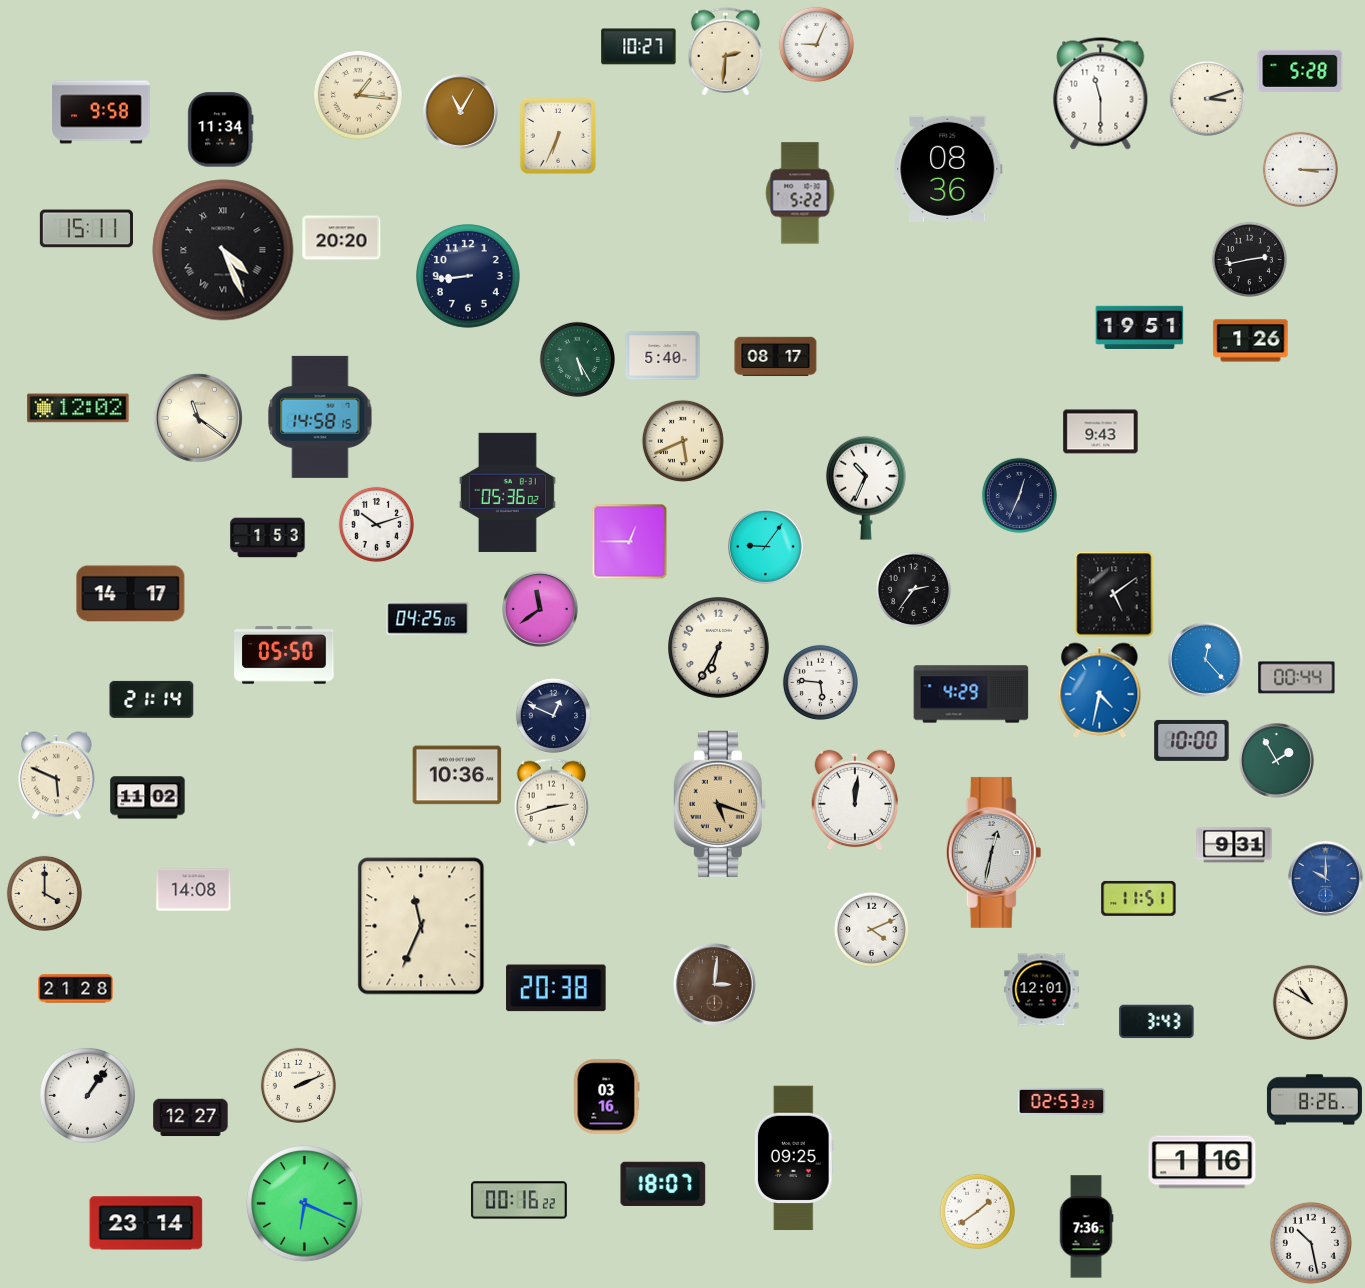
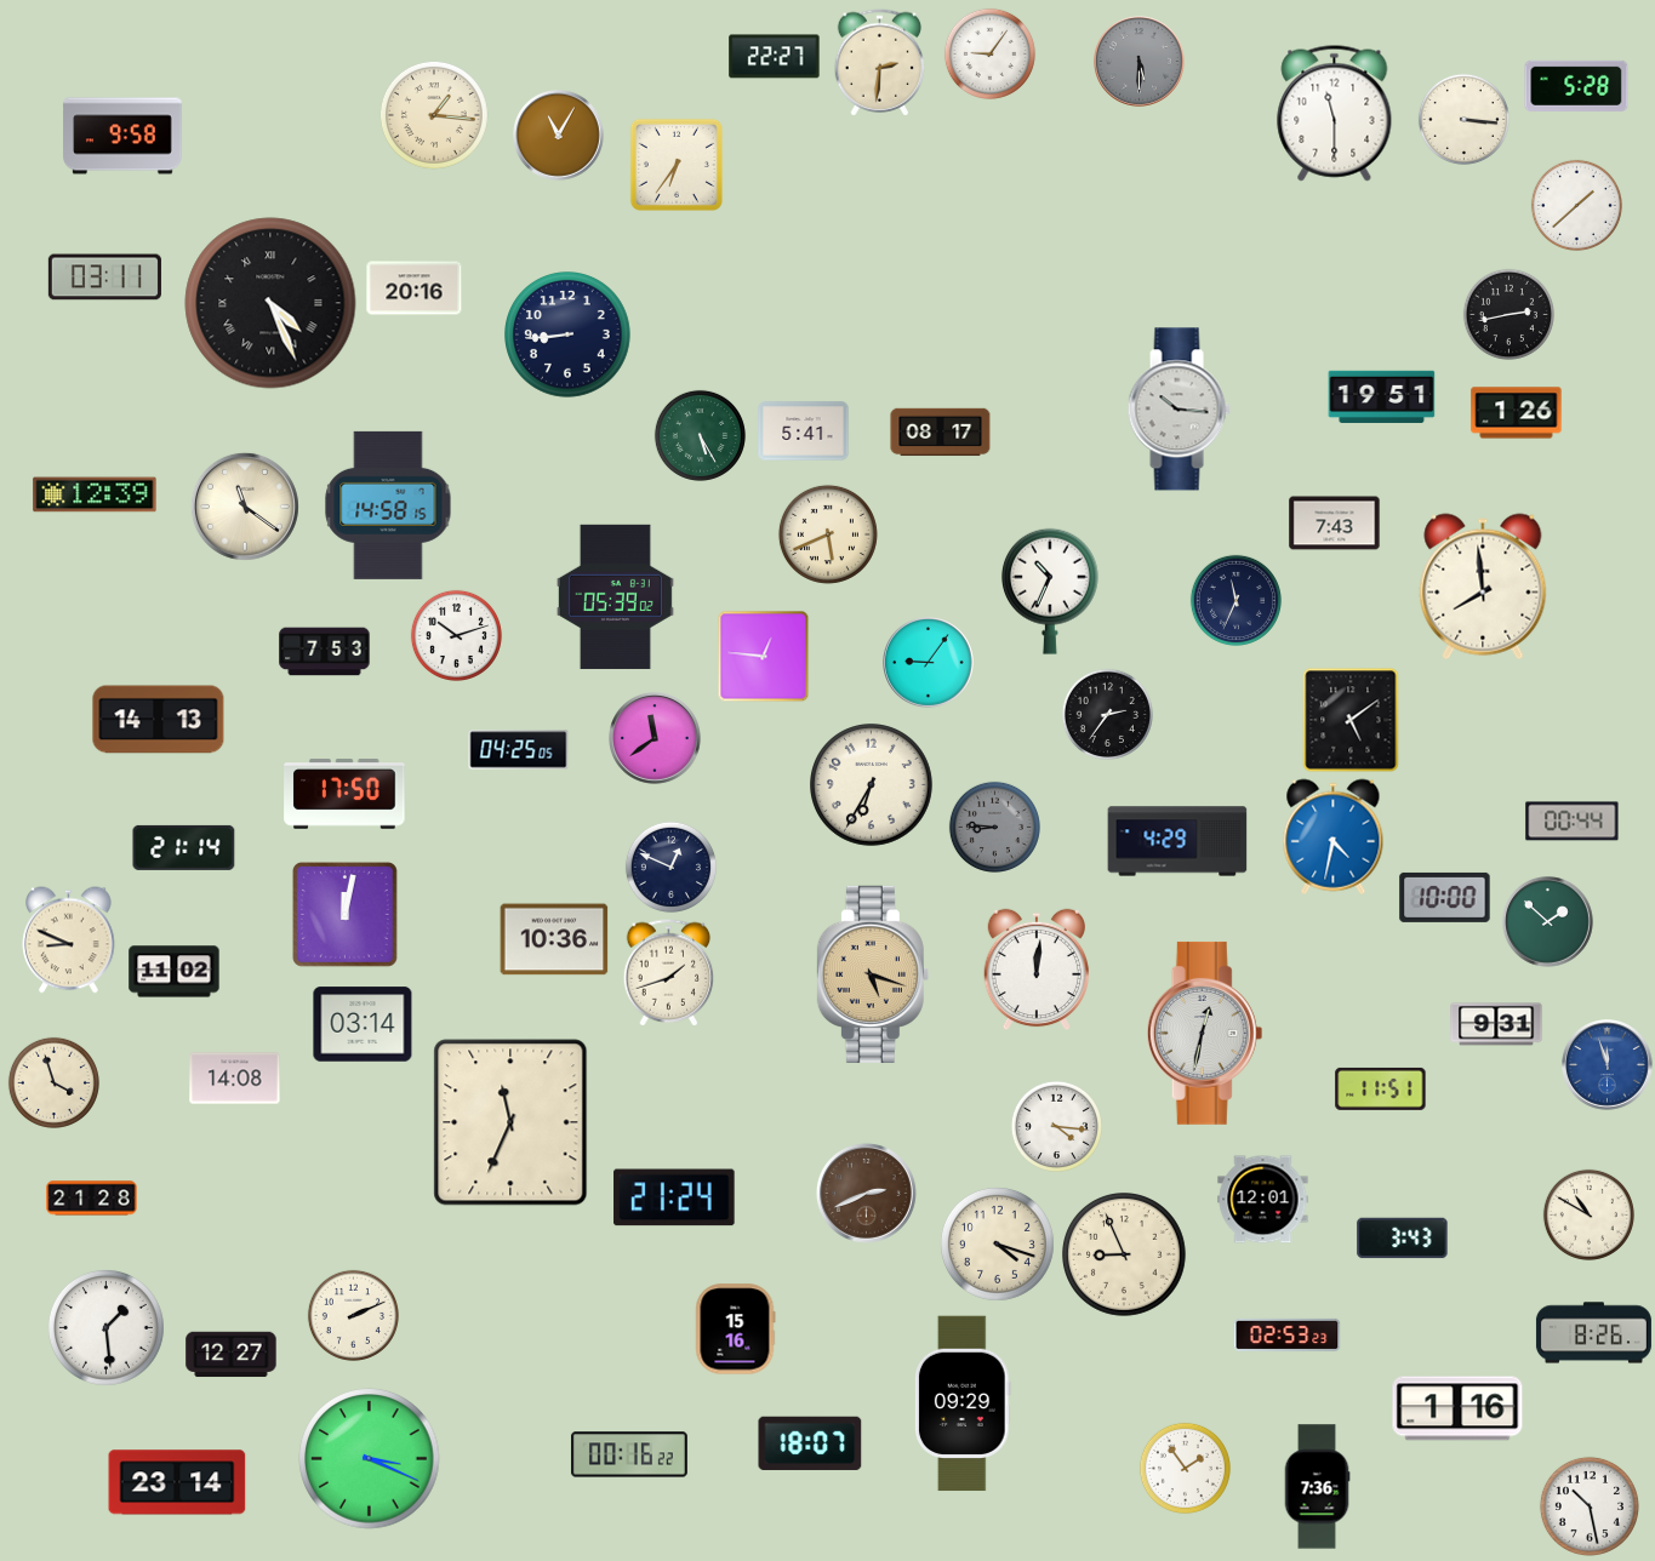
clock at (816, 44): 9:04 -> 9:06
clock at (639, 47): 10:27 -> 22:27
clock at (1140, 62): none -> 5:30
clock at (1207, 98): 3:12 -> 3:16
clock at (221, 130): 11:34 -> none
clock at (558, 136): 6:34 -> 6:36
clock at (948, 169): 08:36 -> none
clock at (1300, 169): 3:15 -> 1:38
clock at (800, 193): 5:22 -> none
clock at (86, 229): 15:11 -> 03:11
clock at (342, 238): 20:20 -> 20:16
clock at (1249, 259) position: (1249, 259) -> (1508, 314)
clock at (1179, 410): none -> 10:16
clock at (663, 356): 5:40 -> 5:41
clock at (78, 408): 12:02 -> 12:39
clock at (198, 418) position: (198, 418) -> (245, 507)
clock at (1101, 432): 9:43 -> 7:43
clock at (1483, 587): none -> 7:59
clock at (507, 492): 05:36 -> 05:39
clock at (1019, 495): 12:34 -> 11:34
clock at (268, 538): 1:53 -> 7:53
clock at (630, 542): 12:45 -> 12:46
clock at (131, 594): 14:17 -> 14:13
clock at (284, 655): 05:50 -> 17:50
clock at (1206, 660): 12:23 -> none
clock at (820, 682): 5:46 -> 8:46
clock at (820, 682) dial: white -> grey
clock at (344, 914): none -> 12:02
clock at (1277, 761): 1:55 -> 1:52
clock at (57, 776): 5:49 -> 8:49
clock at (148, 798) position: (148, 798) -> (175, 972)
clock at (552, 803): 2:42 -> 1:42
clock at (363, 1024): none -> 03:14
clock at (1326, 879): 10:00 -> 11:57
clock at (44, 893): 4:00 -> 3:57
clock at (871, 929): 4:11 -> 4:16
clock at (714, 984): 3:01 -> 2:41
clock at (556, 988): 20:38 -> 21:24
clock at (997, 1243): none -> 4:18
clock at (1125, 1256): none -> 8:56
clock at (298, 1085) position: (298, 1085) -> (353, 1315)
clock at (87, 1095): 1:06 -> 1:29
clock at (607, 1097): 03:16 -> 15:16
clock at (794, 1158): 09:25 -> 09:29
clock at (663, 1184) position: (663, 1184) -> (810, 1443)
clock at (305, 1204): 6:19 -> 3:19
clock at (977, 1211): 1:39 -> 1:54
